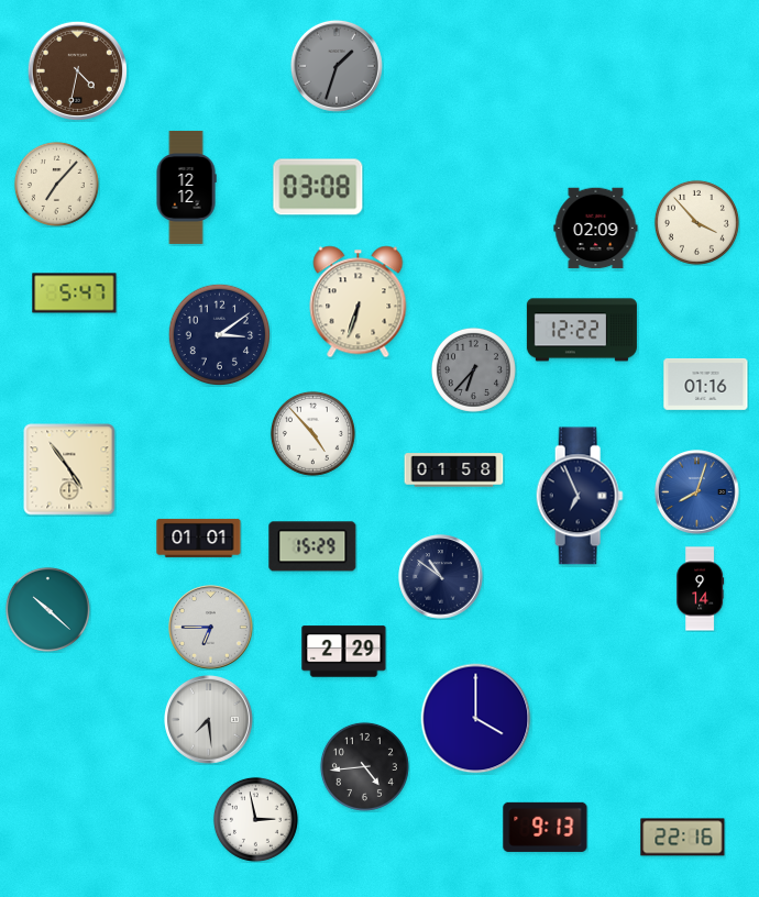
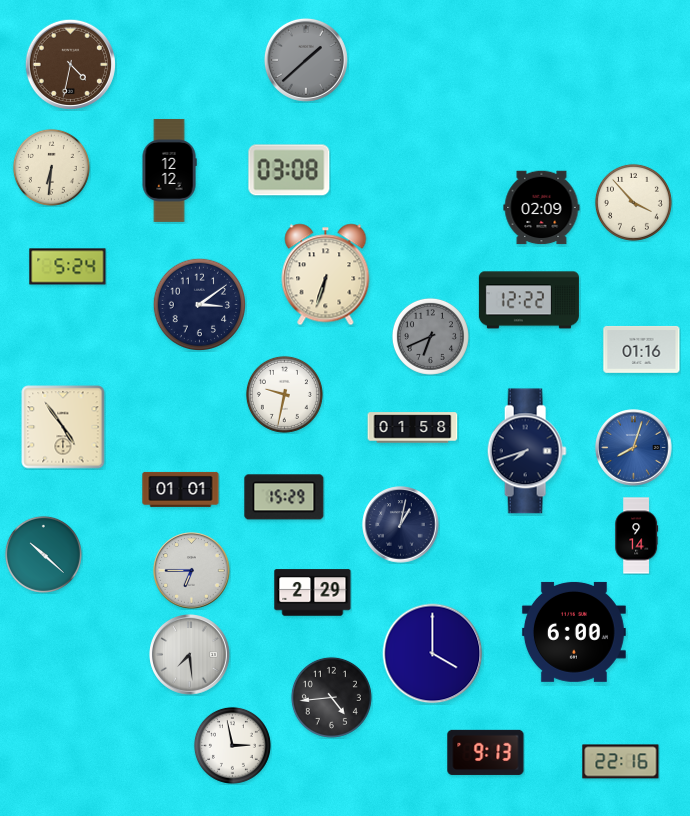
clock at (337, 66): 1:33 -> 1:38
clock at (56, 184): 7:07 -> 6:31
clock at (75, 294): 5:47 -> 5:24
clock at (473, 369): 6:37 -> 6:41
clock at (312, 433): 4:53 -> 9:32
clock at (580, 496): 6:56 -> 7:42
clock at (441, 577): 10:51 -> 1:02
clock at (574, 632): none -> 6:00
clock at (546, 827) position: (546, 827) -> (486, 752)
